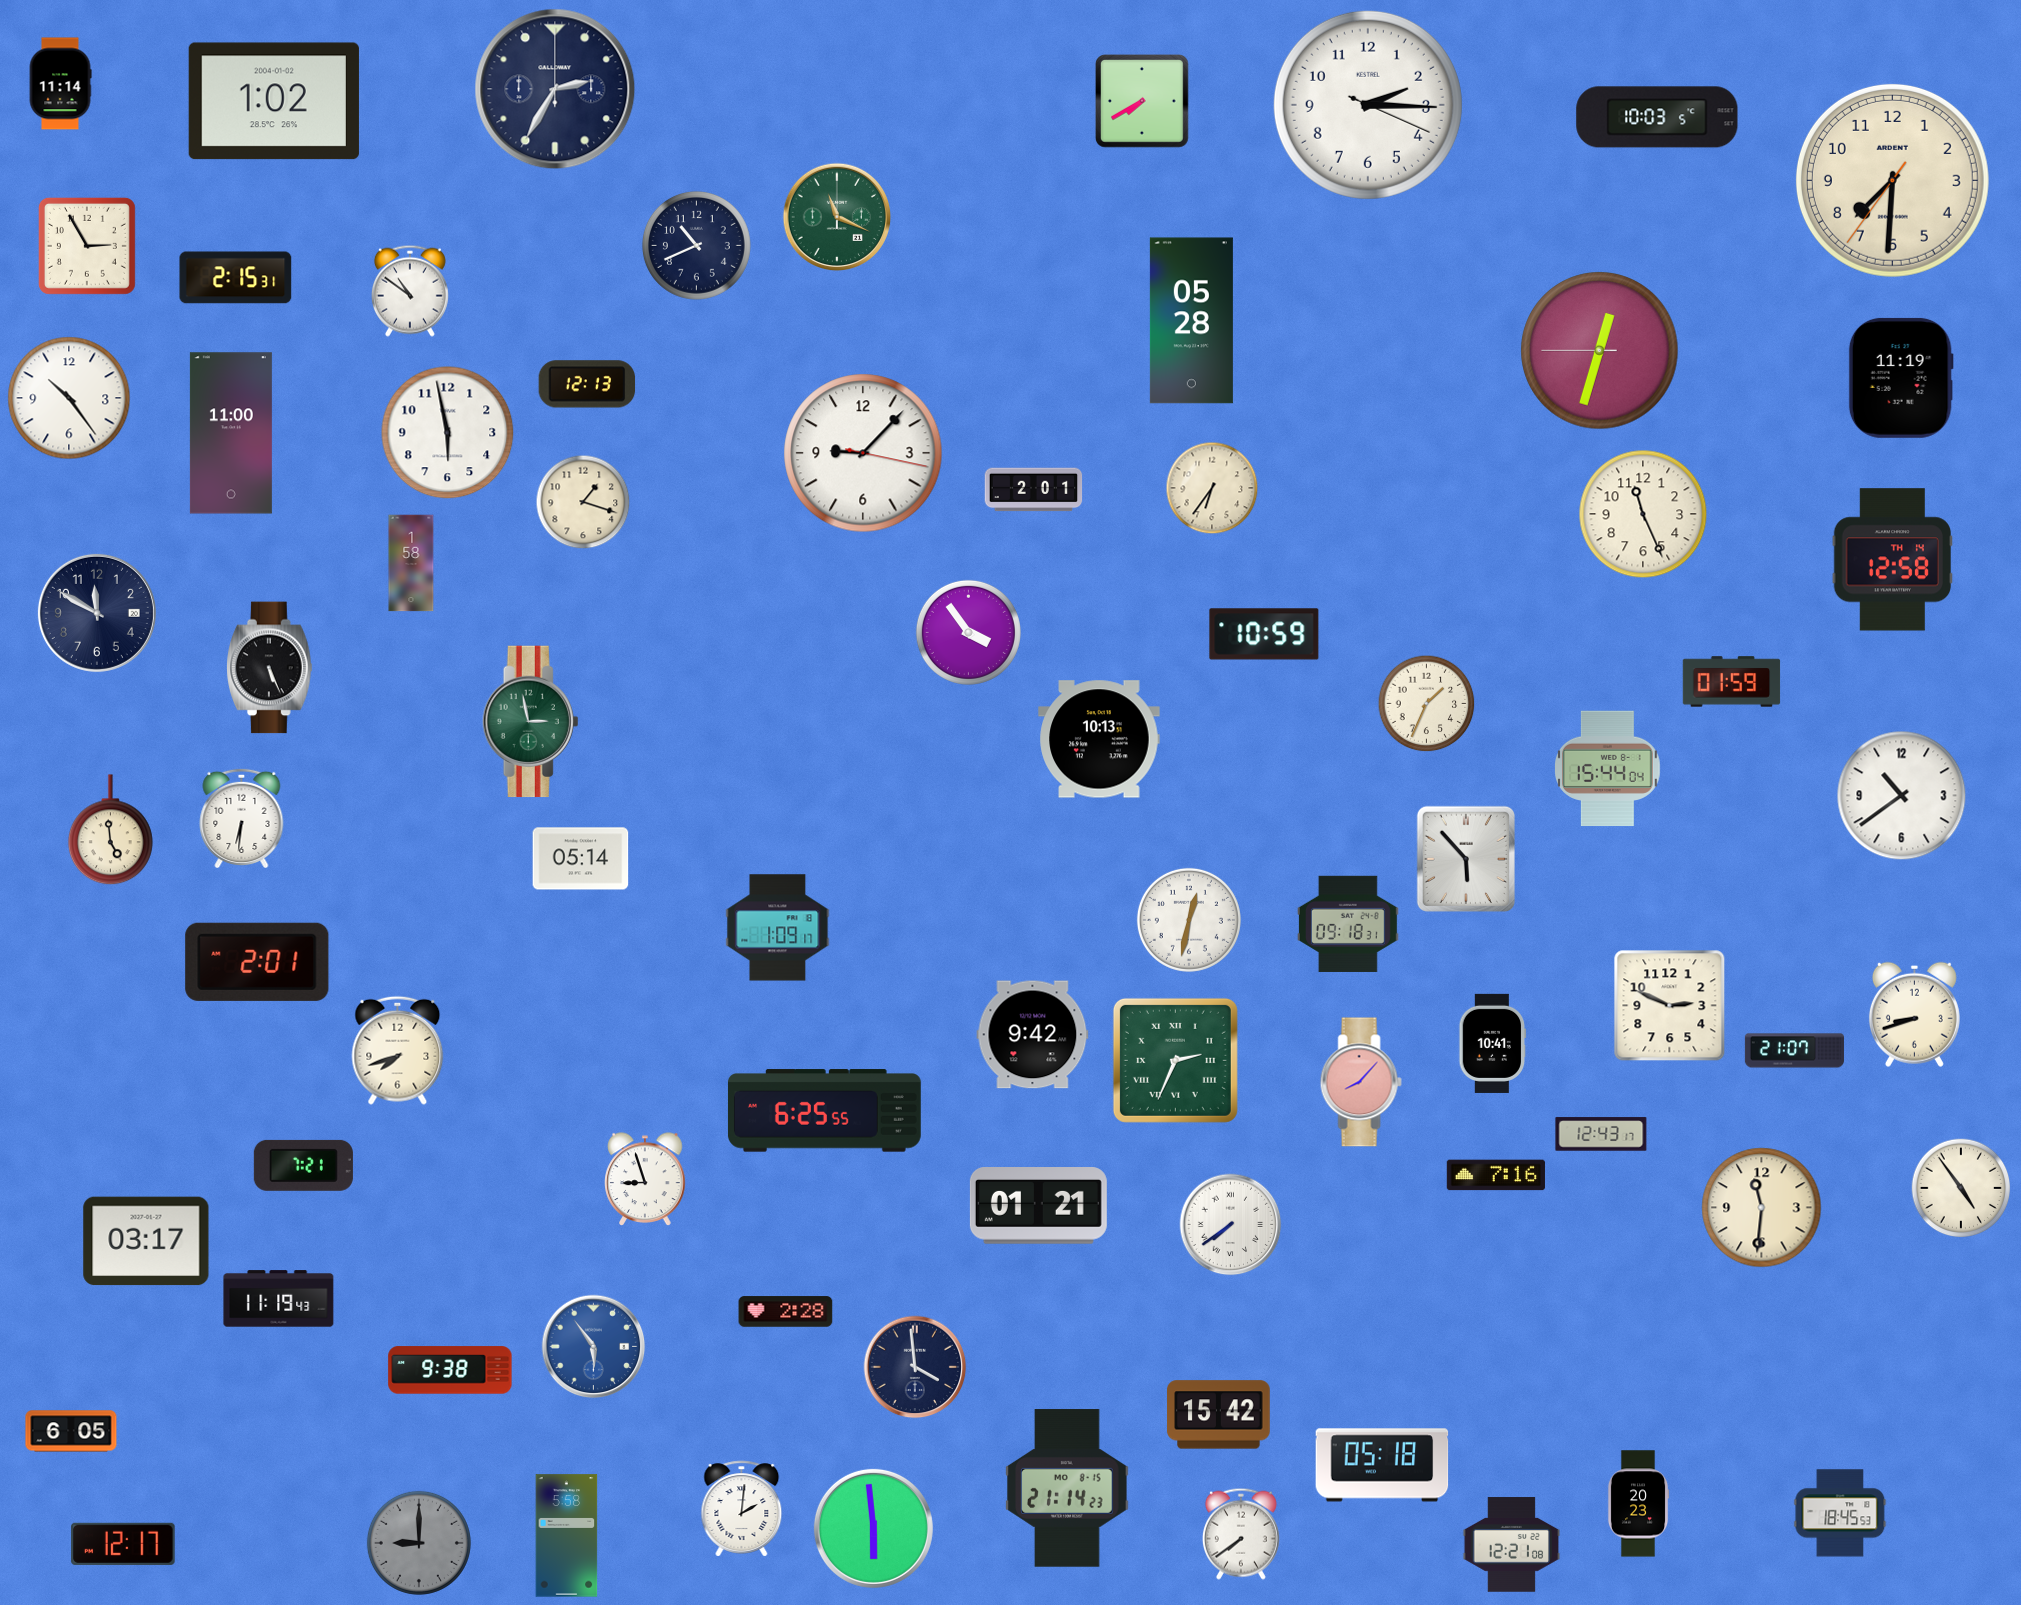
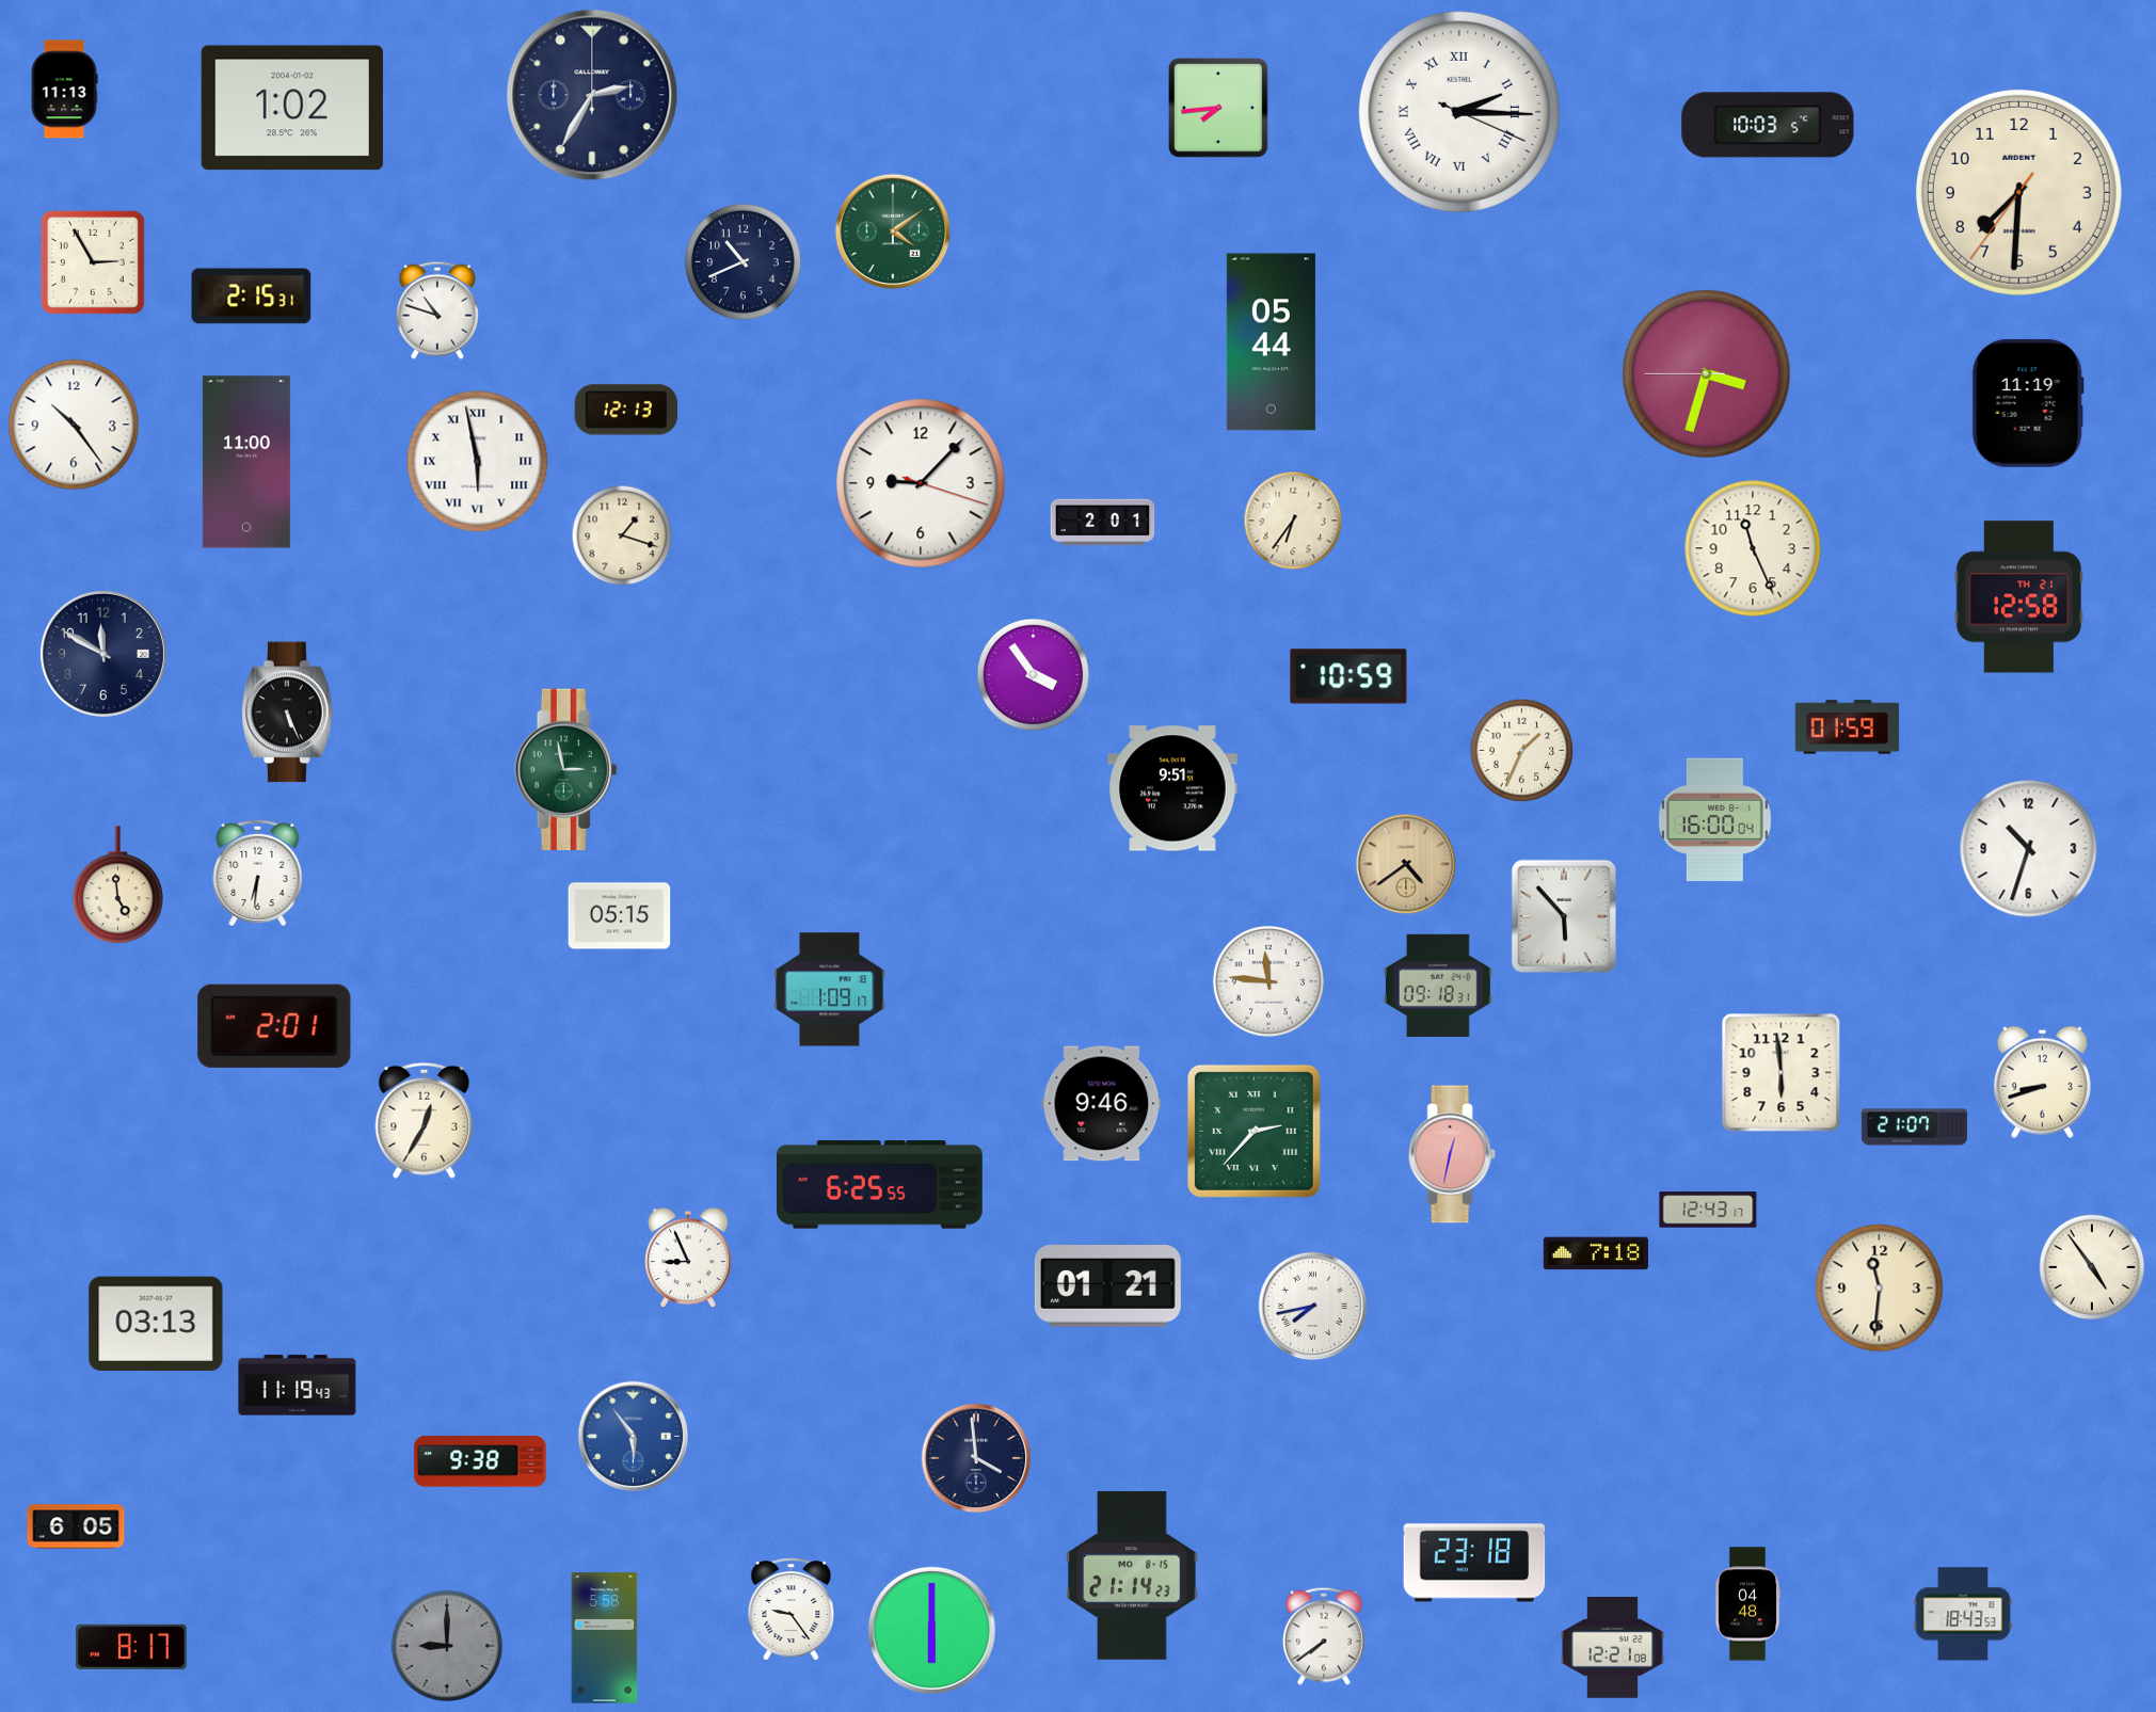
clock at (60, 84): 11:14 -> 11:13
clock at (1143, 102): 7:40 -> 7:44
clock at (1368, 105) numerals: Arabic -> Roman
clock at (837, 217): 11:19 -> 4:09
clock at (410, 291): 10:51 -> 10:48
clock at (1191, 321): 05:28 -> 05:44
clock at (1600, 351): 12:32 -> 3:32
clock at (448, 433) numerals: Arabic -> Roman
clock at (863, 453): 9:07:17 -> 9:07:18
clock at (1892, 560) date: TH 14 -> TH 21
clock at (411, 563): 1:58 -> none
clock at (1099, 739): 10:13 -> 9:51
clock at (1608, 769): 15:44 -> 16:00
clock at (1902, 796): 10:39 -> 10:33
clock at (1406, 864): none -> 4:39
clock at (581, 859): 05:14 -> 05:15
clock at (1189, 920): 12:32 -> 11:46
clock at (1670, 1006): 2:49 -> 5:59
clock at (1033, 1035): 9:42 -> 9:46
clock at (1493, 1043): 10:41 -> none
clock at (398, 1050): 7:42 -> 12:35
clock at (1794, 1051) position: (1794, 1051) -> (1914, 1127)
clock at (1175, 1060): 2:34 -> 2:37
clock at (1361, 1082): 8:07 -> 12:32
clock at (303, 1165): 7:21 -> none
clock at (1496, 1175): 7:16 -> 7:18
clock at (645, 1179): 8:57 -> 8:56
clock at (1231, 1225): 7:39 -> 7:43
clock at (146, 1241): 03:17 -> 03:13
clock at (786, 1312): 2:28 -> none
clock at (1219, 1415): 15:42 -> none
clock at (1382, 1465): 05:18 -> 23:18
clock at (1067, 1488) position: (1067, 1488) -> (1132, 1575)
clock at (1638, 1504): 20:23 -> 04:48
clock at (742, 1509): 2:01 -> 9:24
clock at (1840, 1513): 18:45 -> 18:43
clock at (873, 1528): 5:59 -> 6:00
clock at (123, 1544): 12:17 -> 8:17
